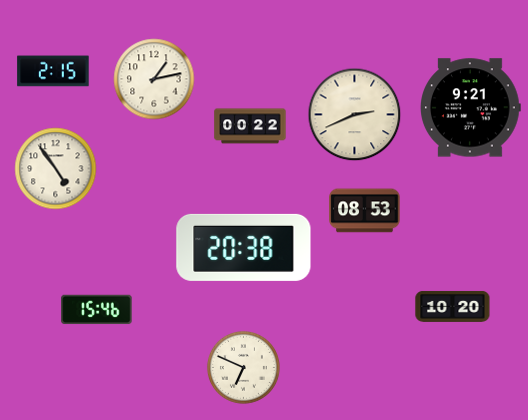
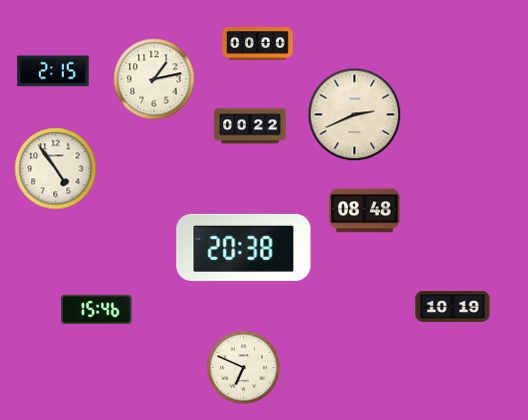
clock at (258, 44): none -> 00:00
clock at (471, 108): 9:21 -> none
clock at (365, 211): 08:53 -> 08:48
clock at (453, 306): 10:20 -> 10:19
